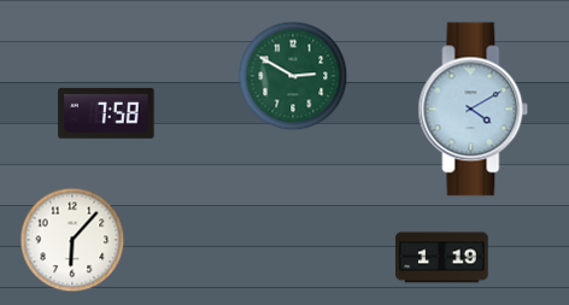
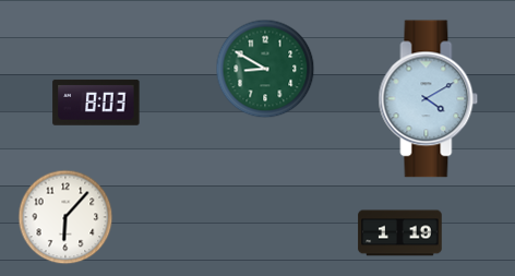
clock at (293, 76): 2:50 -> 8:50
clock at (106, 113): 7:58 -> 8:03
